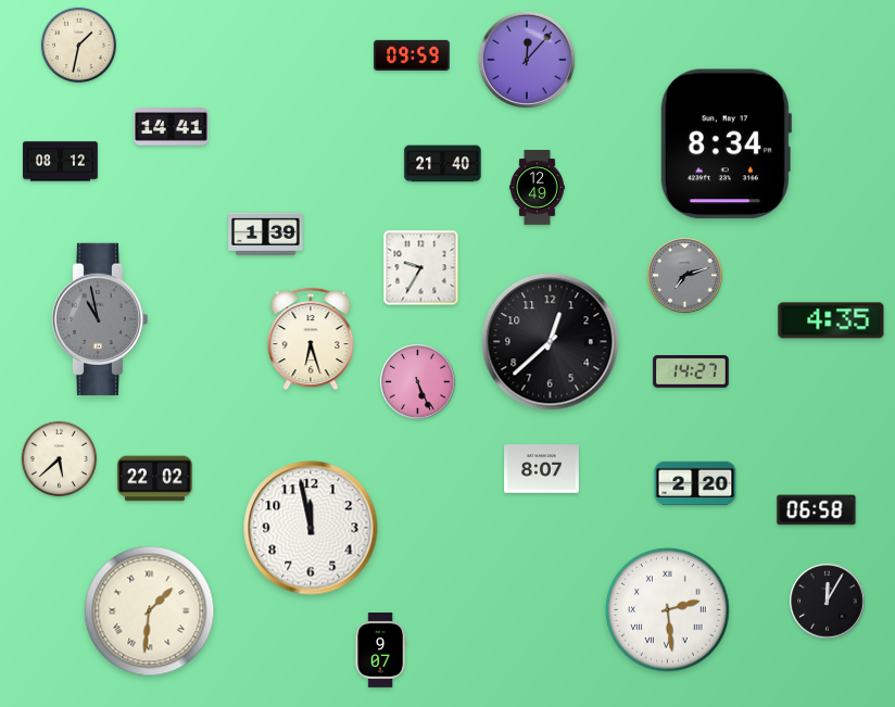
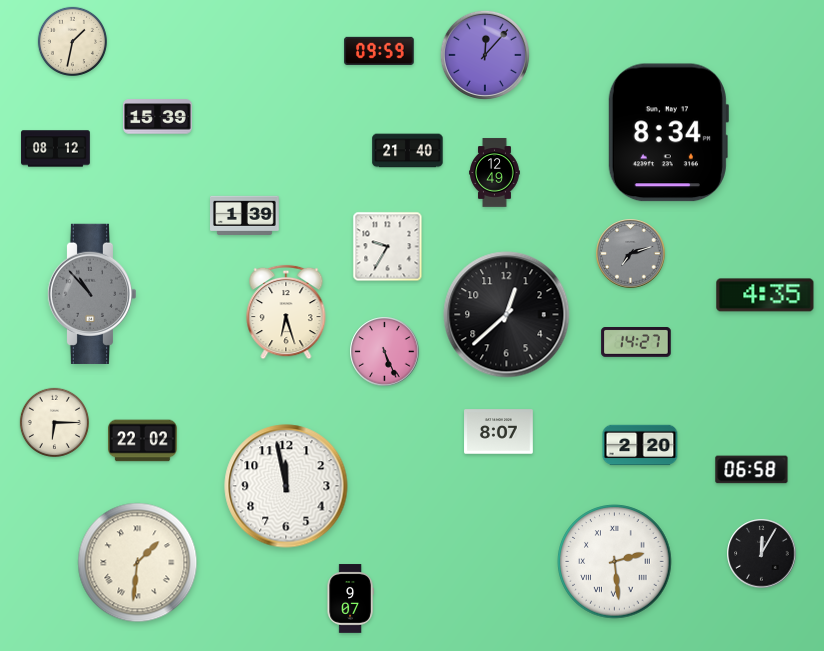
clock at (172, 127): 14:41 -> 15:39
clock at (99, 319): 10:58 -> 10:53
clock at (59, 458): 5:38 -> 6:15
